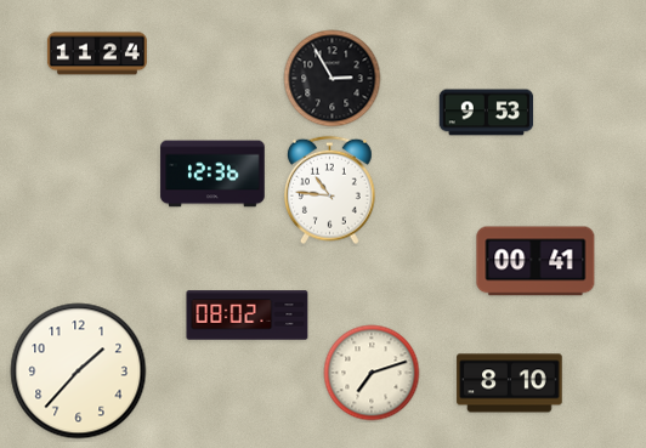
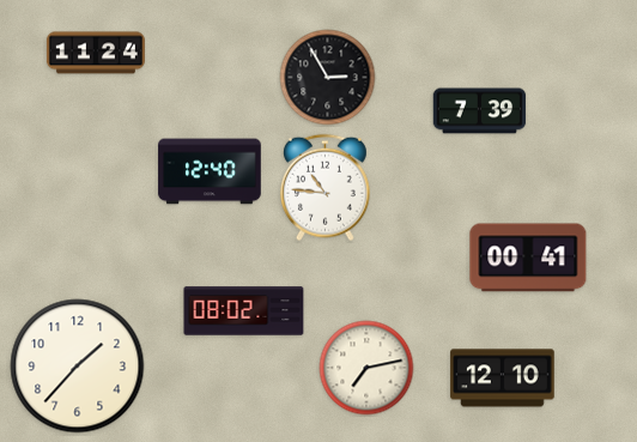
clock at (487, 113): 9:53 -> 7:39
clock at (212, 174): 12:36 -> 12:40
clock at (372, 373): 7:12 -> 7:13
clock at (510, 384): 8:10 -> 12:10
